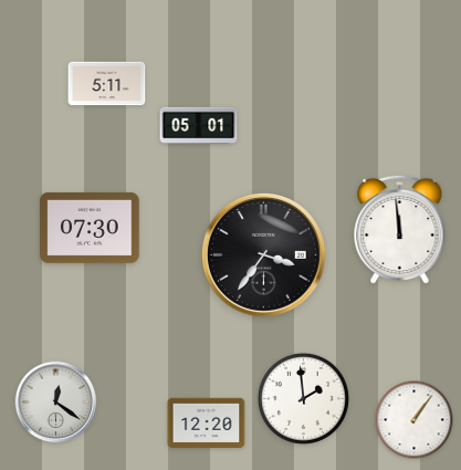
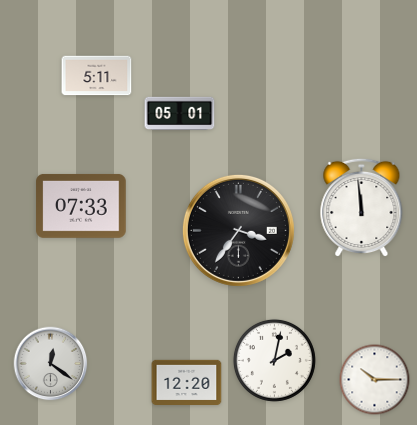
clock at (90, 228): 07:30 -> 07:33
clock at (303, 398): 1:59 -> 2:02
clock at (415, 420): 1:06 -> 10:15
